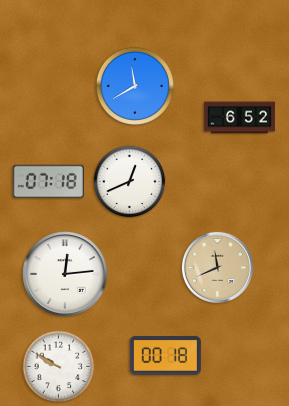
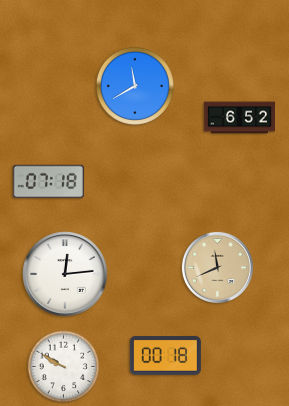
clock at (130, 182): 12:41 -> none
clock at (59, 367) position: (59, 367) -> (64, 367)
